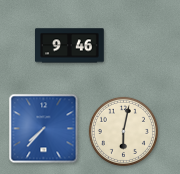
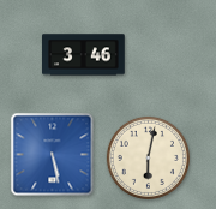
clock at (70, 46): 9:46 -> 3:46
clock at (44, 129): 7:37 -> 5:28
